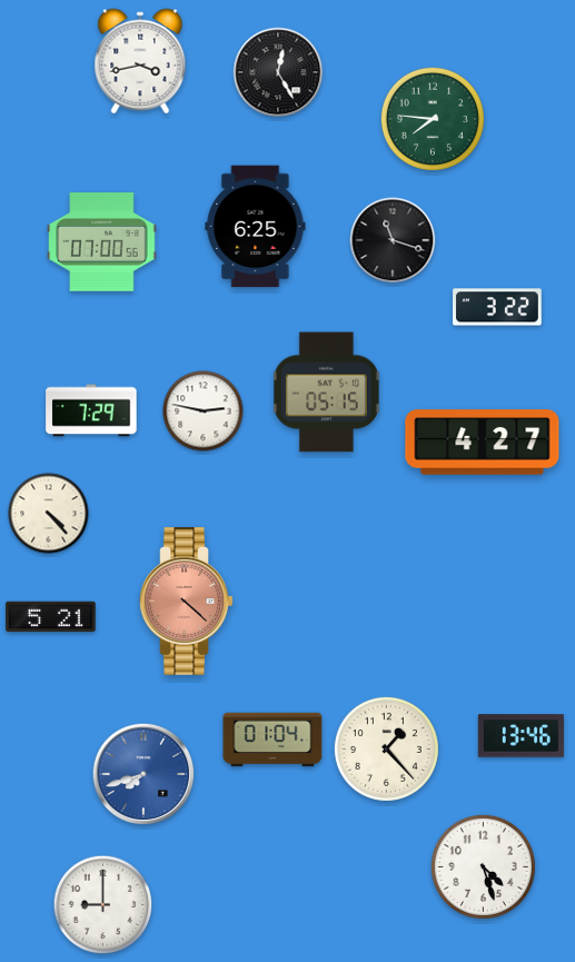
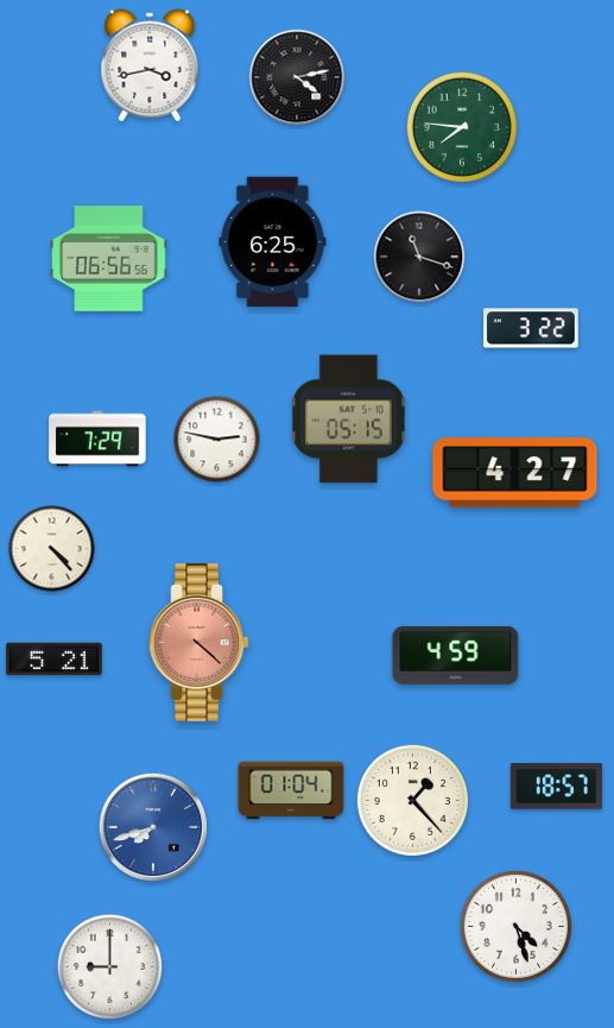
clock at (278, 72): 12:25 -> 4:13
clock at (102, 242): 07:00 -> 06:56
clock at (456, 655): none -> 4:59
clock at (521, 736): 13:46 -> 18:57
